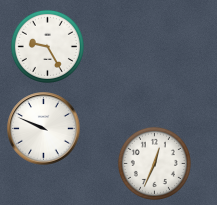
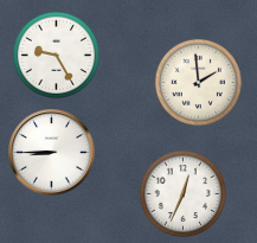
clock at (198, 82): none -> 1:59
clock at (44, 129): 9:49 -> 8:45
